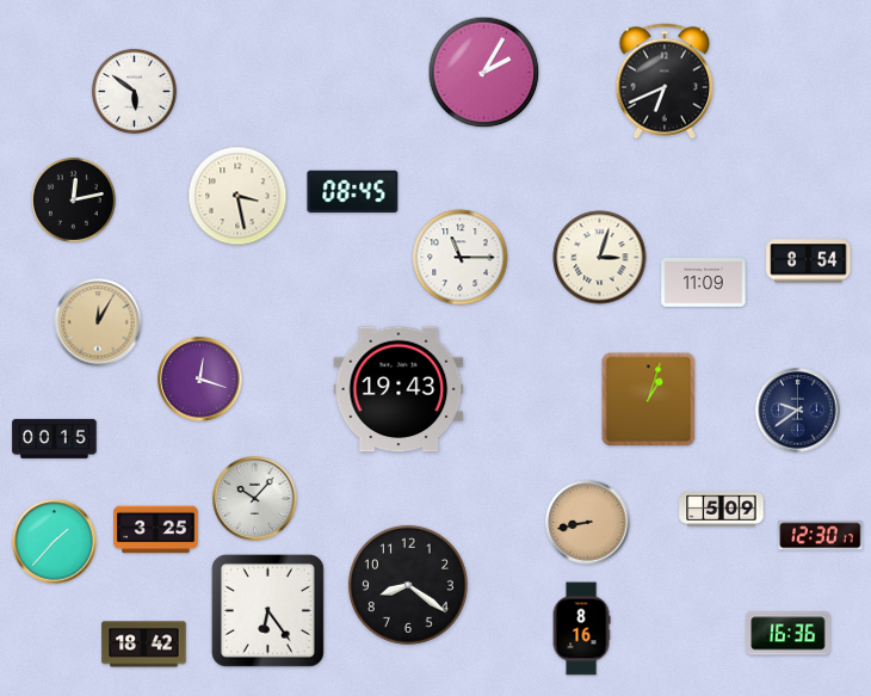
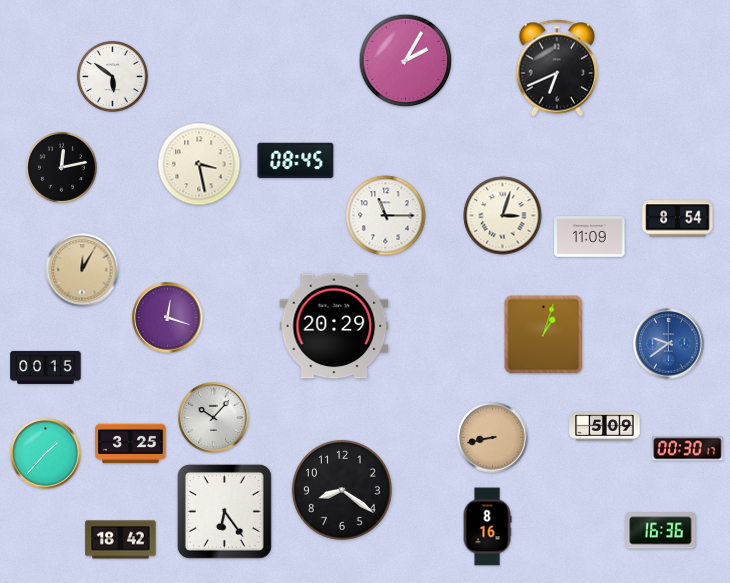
clock at (399, 389): 19:43 -> 20:29
clock at (798, 411) dial: navy -> blue
clock at (821, 536): 12:30 -> 00:30
